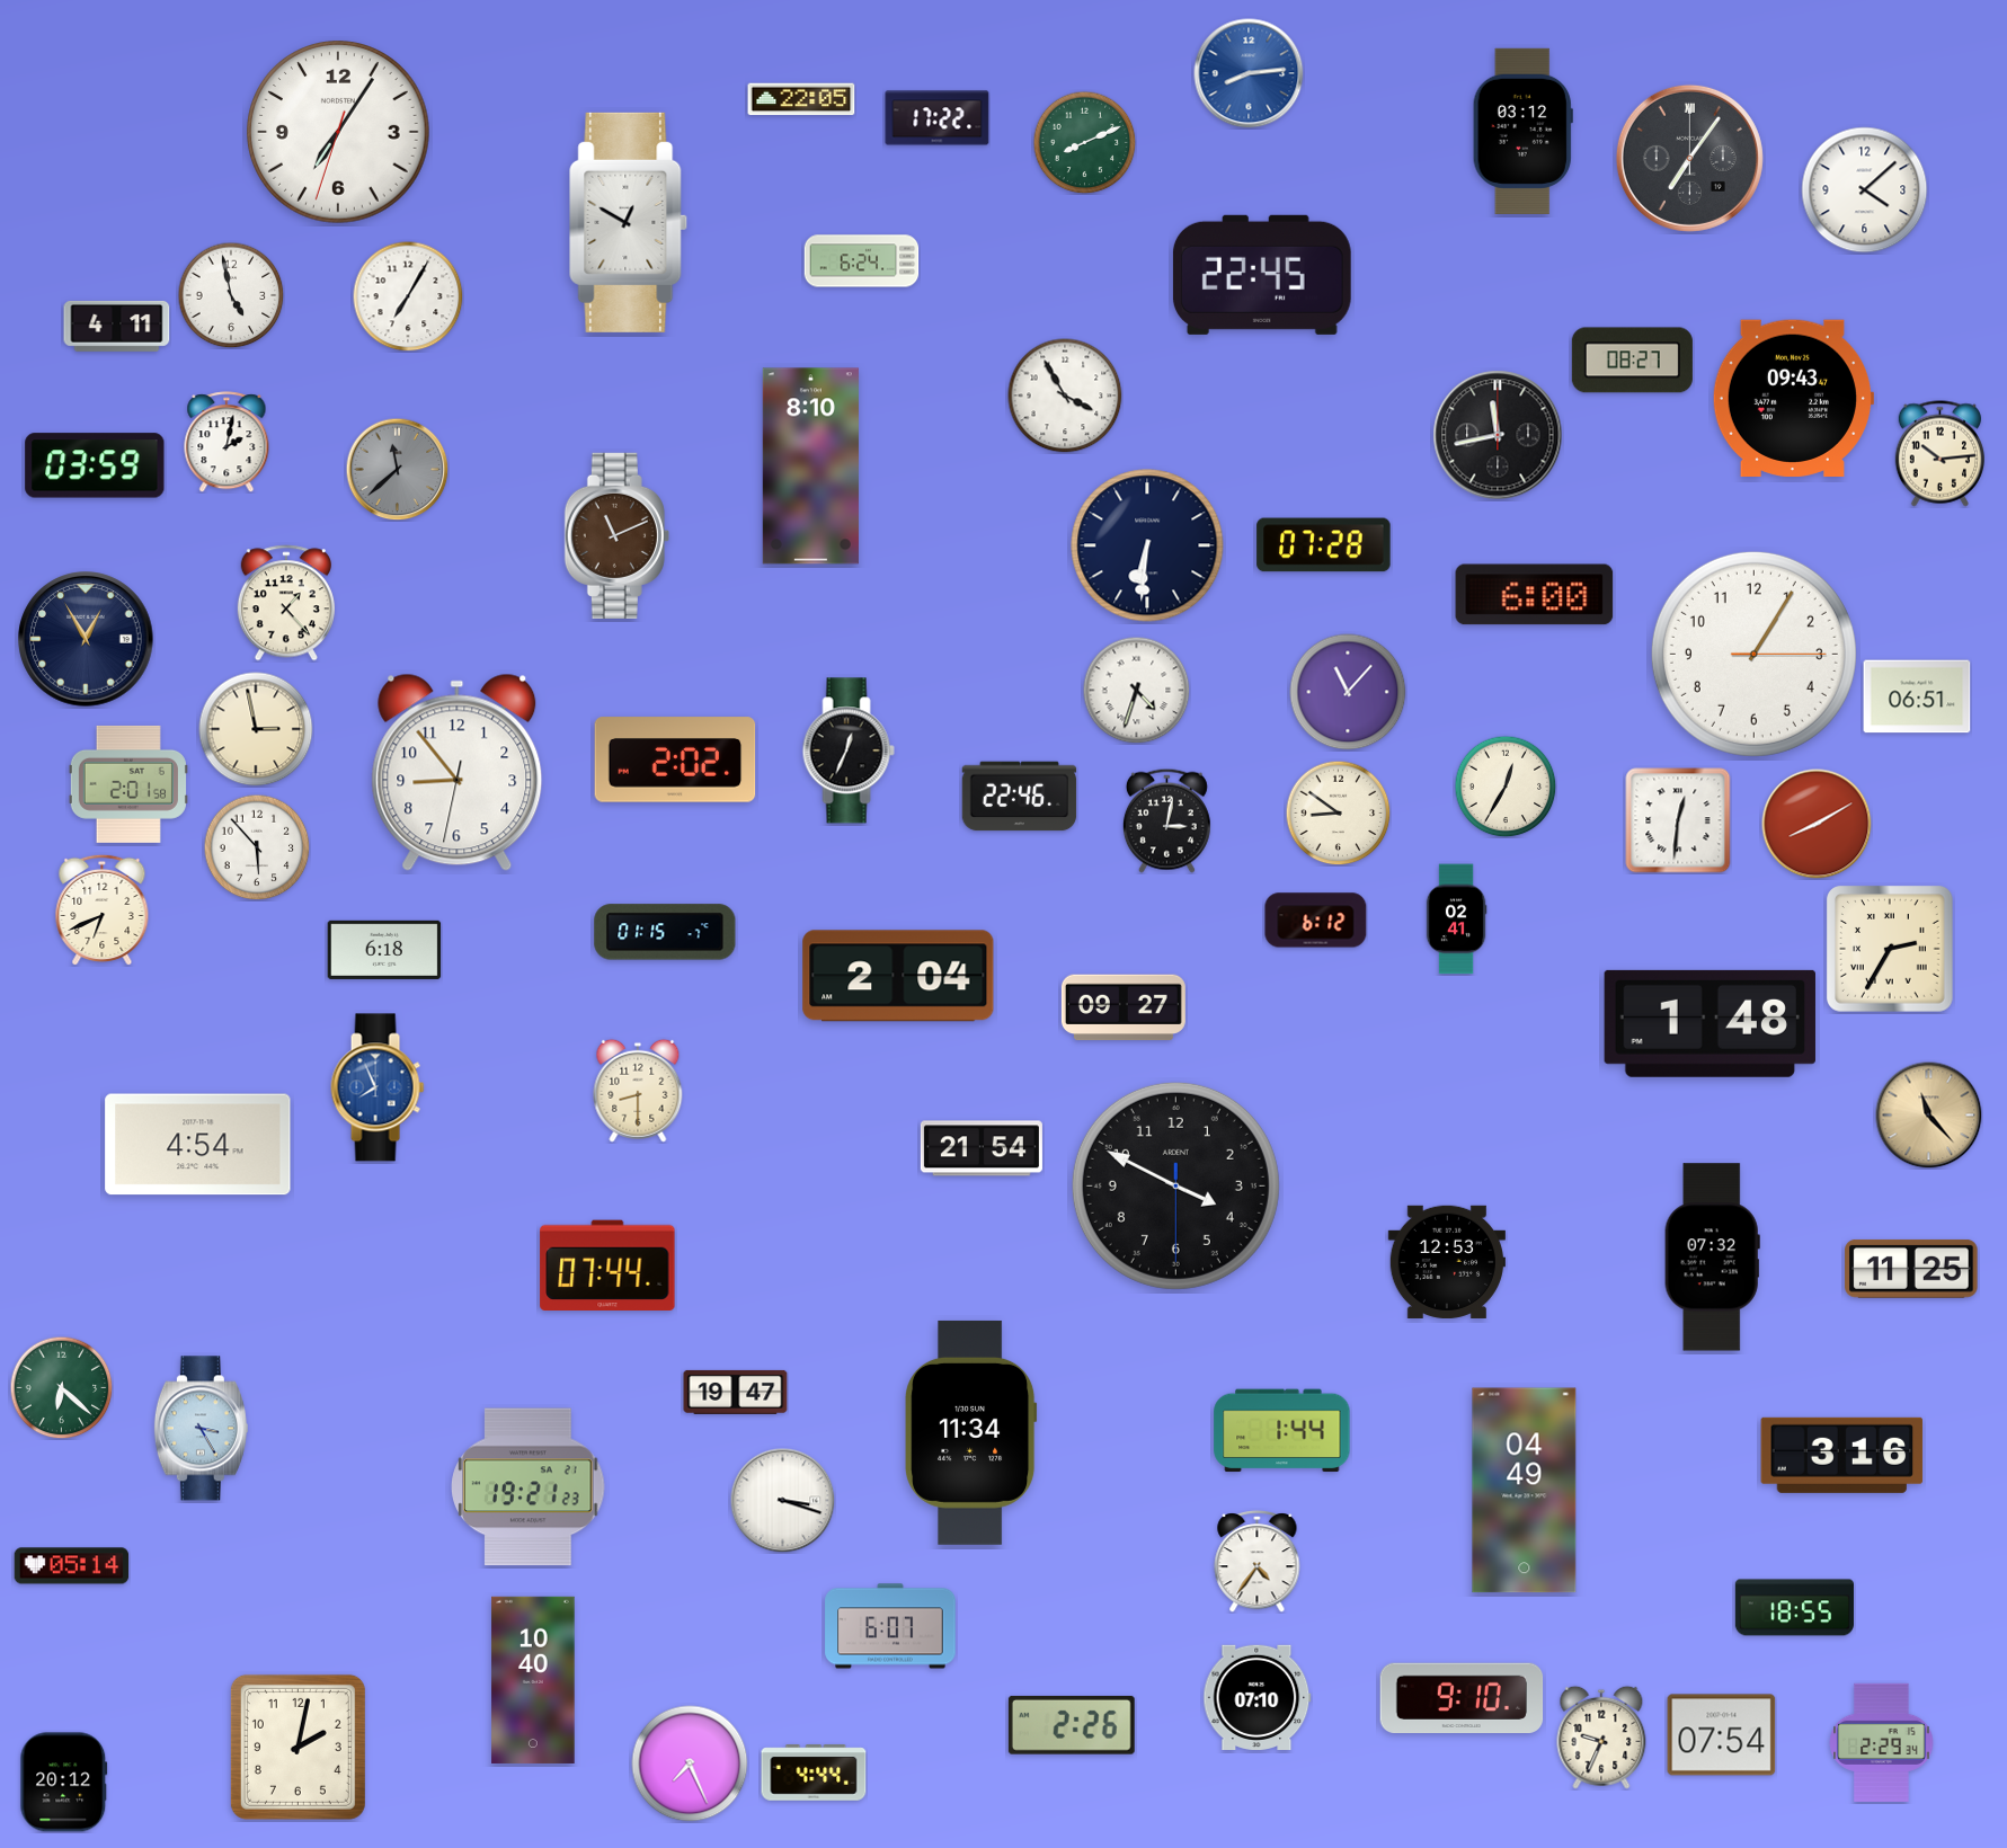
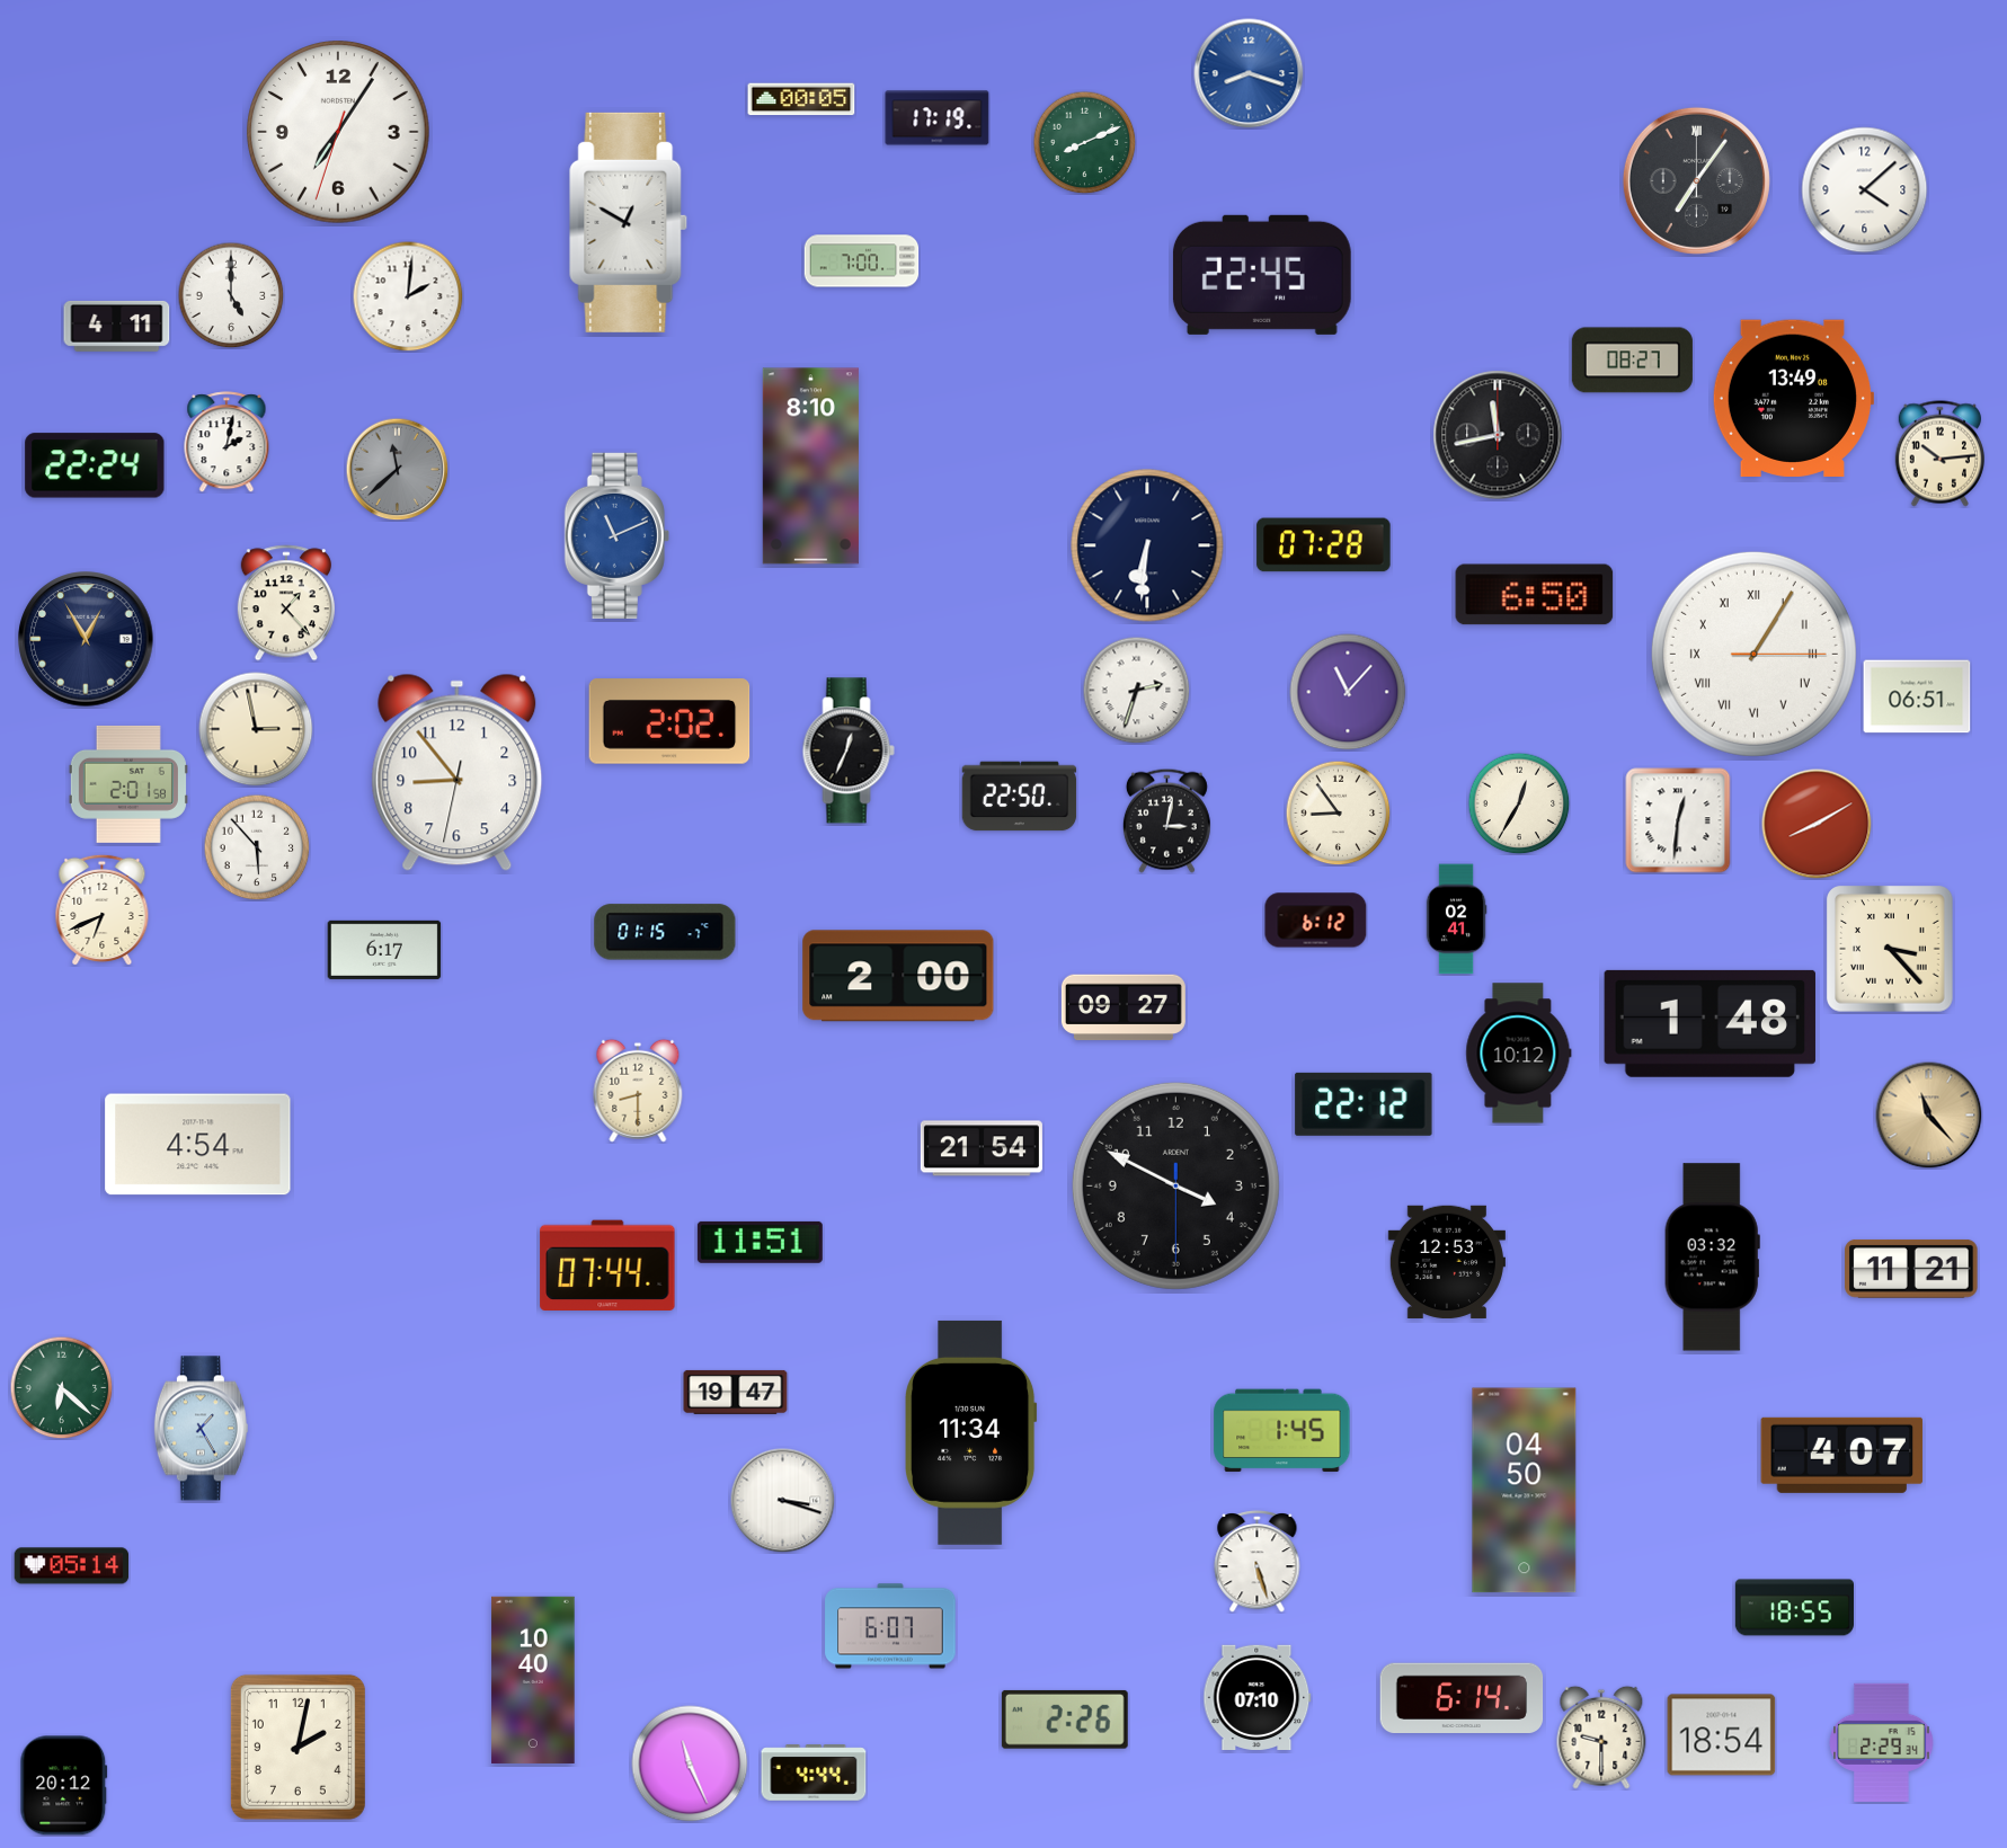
clock at (1249, 73): 8:14 -> 8:18
clock at (801, 99): 22:05 -> 00:05
clock at (938, 118): 17:22 -> 17:19
clock at (1522, 131): 03:12 -> none
clock at (1689, 158) position: (1689, 158) -> (1696, 180)
clock at (862, 261): 6:24 -> 7:00
clock at (231, 295): 4:58 -> 5:00
clock at (408, 296): 7:05 -> 2:01
clock at (1065, 396): 3:55 -> none
clock at (1792, 398): 09:43 -> 13:49
clock at (95, 465): 03:59 -> 22:24
clock at (616, 535) dial: brown -> blue
clock at (1535, 595): 6:00 -> 6:50
clock at (1753, 654) numerals: Arabic -> Roman
clock at (1136, 690): 4:33 -> 2:33
clock at (675, 759) position: (675, 759) -> (669, 721)
clock at (1506, 787) position: (1506, 787) -> (1519, 803)
clock at (1020, 797): 22:46 -> 22:50
clock at (1338, 812): 8:51 -> 8:54
clock at (1890, 949): 2:35 -> 3:23
clock at (384, 950): 6:18 -> 6:17
clock at (898, 976): 2:04 -> 2:00
clock at (1519, 1054): none -> 10:12
clock at (378, 1087): 7:56 -> none
clock at (1364, 1104): none -> 22:12
clock at (760, 1242): none -> 11:51
clock at (1712, 1258): 07:32 -> 03:32
clock at (1911, 1269): 11:25 -> 11:21
clock at (201, 1429): 3:25 -> 1:25
clock at (1282, 1431): 1:44 -> 1:45
clock at (1842, 1455): 3:16 -> 4:07
clock at (529, 1487): 19:21 -> none
clock at (1525, 1491): 04:49 -> 04:50
clock at (1258, 1561): 4:36 -> 5:27
clock at (1462, 1697): 9:10 -> 6:14
clock at (1072, 1725) position: (1072, 1725) -> (1065, 1720)
clock at (1722, 1735): 07:54 -> 18:54
clock at (1601, 1738): 9:34 -> 9:30
clock at (690, 1763): 7:26 -> 11:26
clock at (64, 1783) position: (64, 1783) -> (64, 1786)
